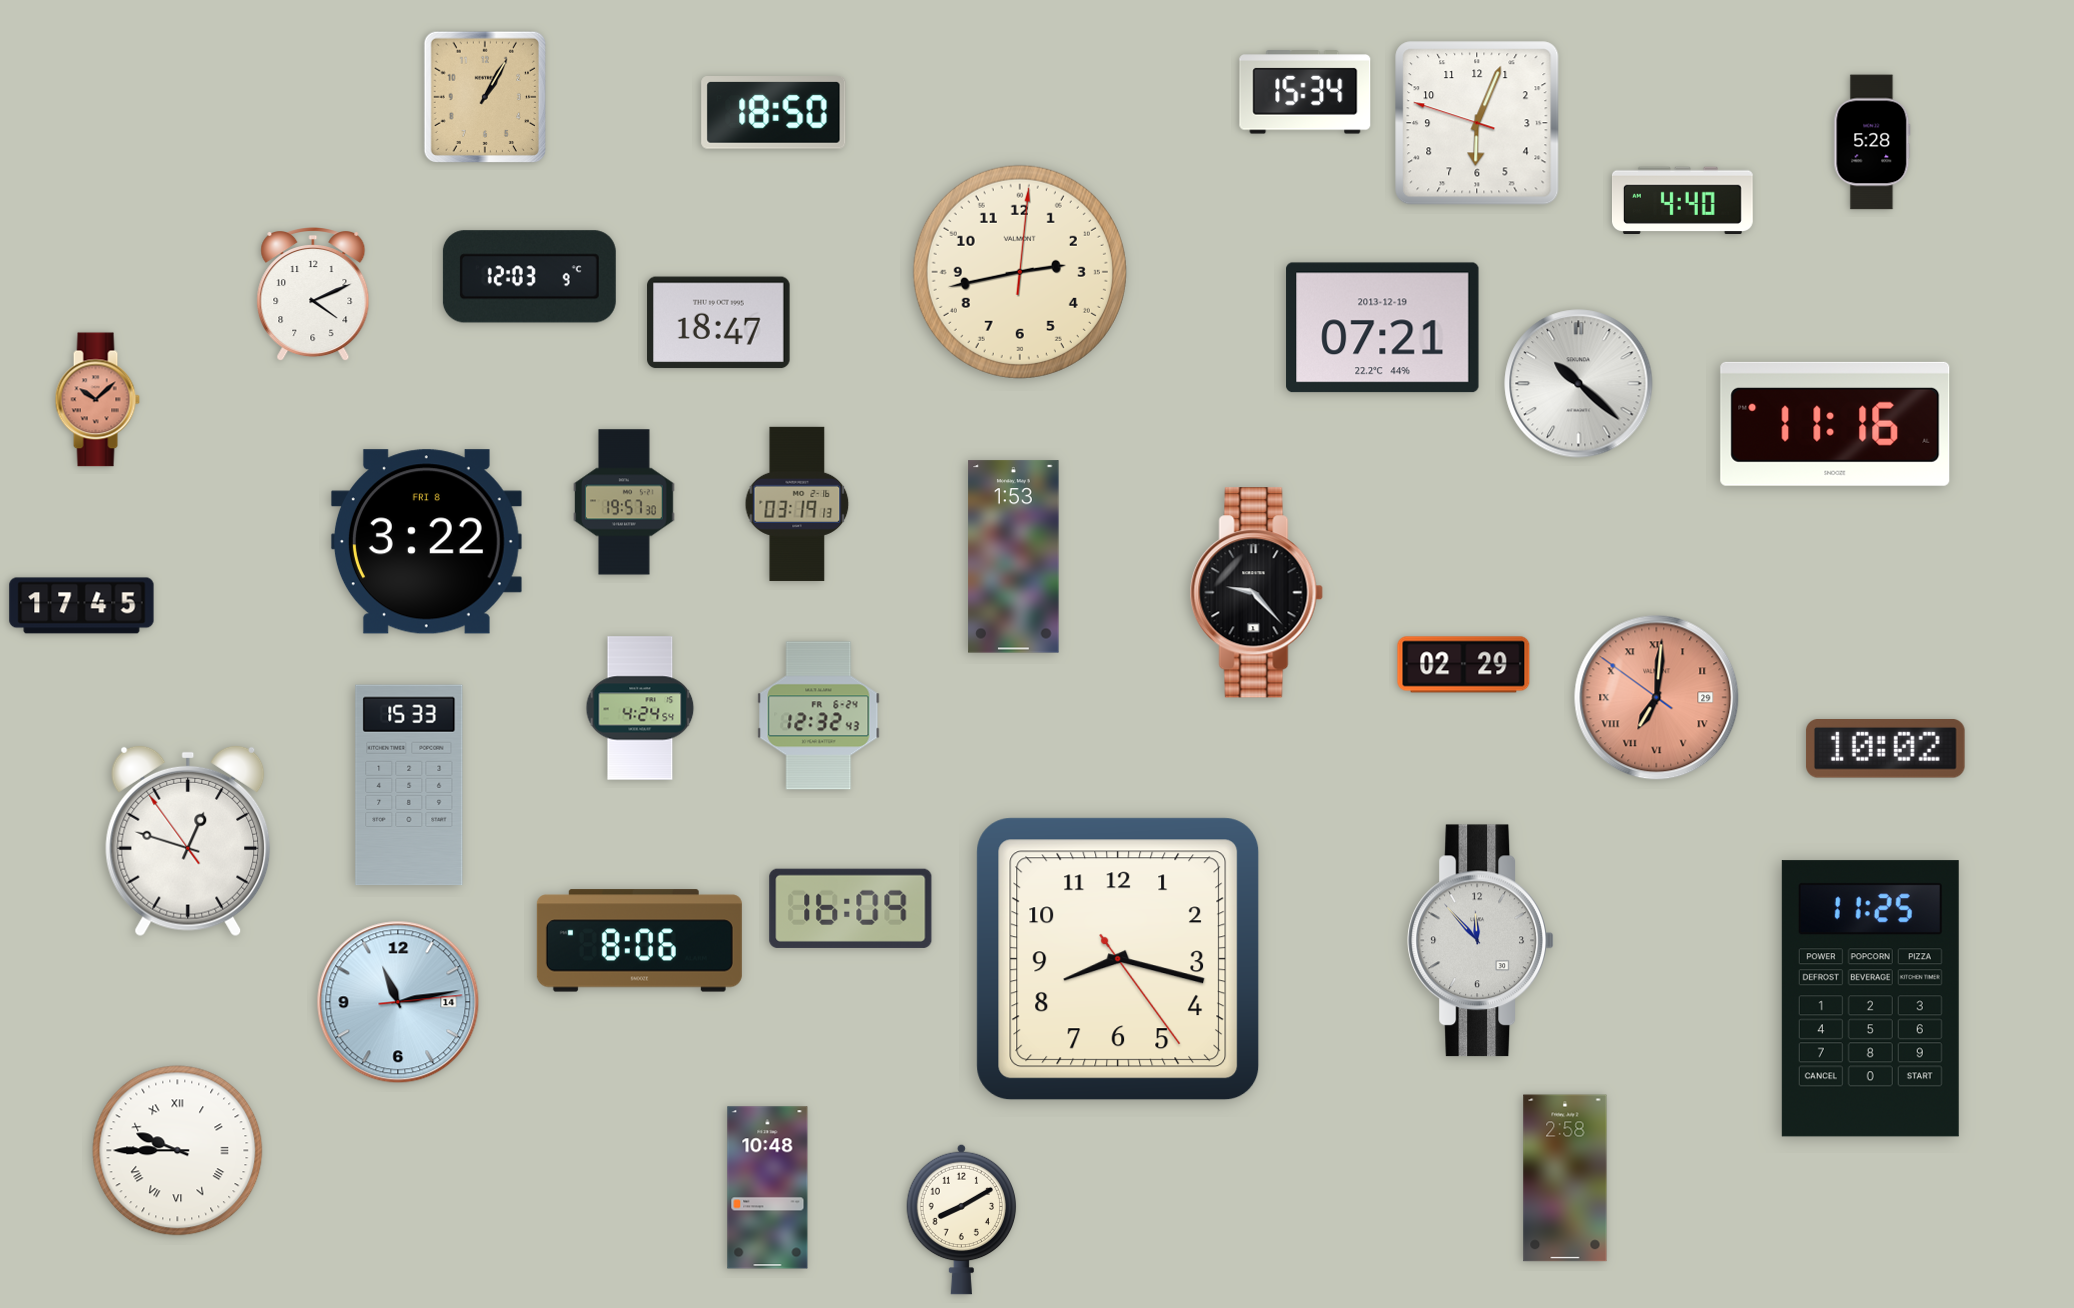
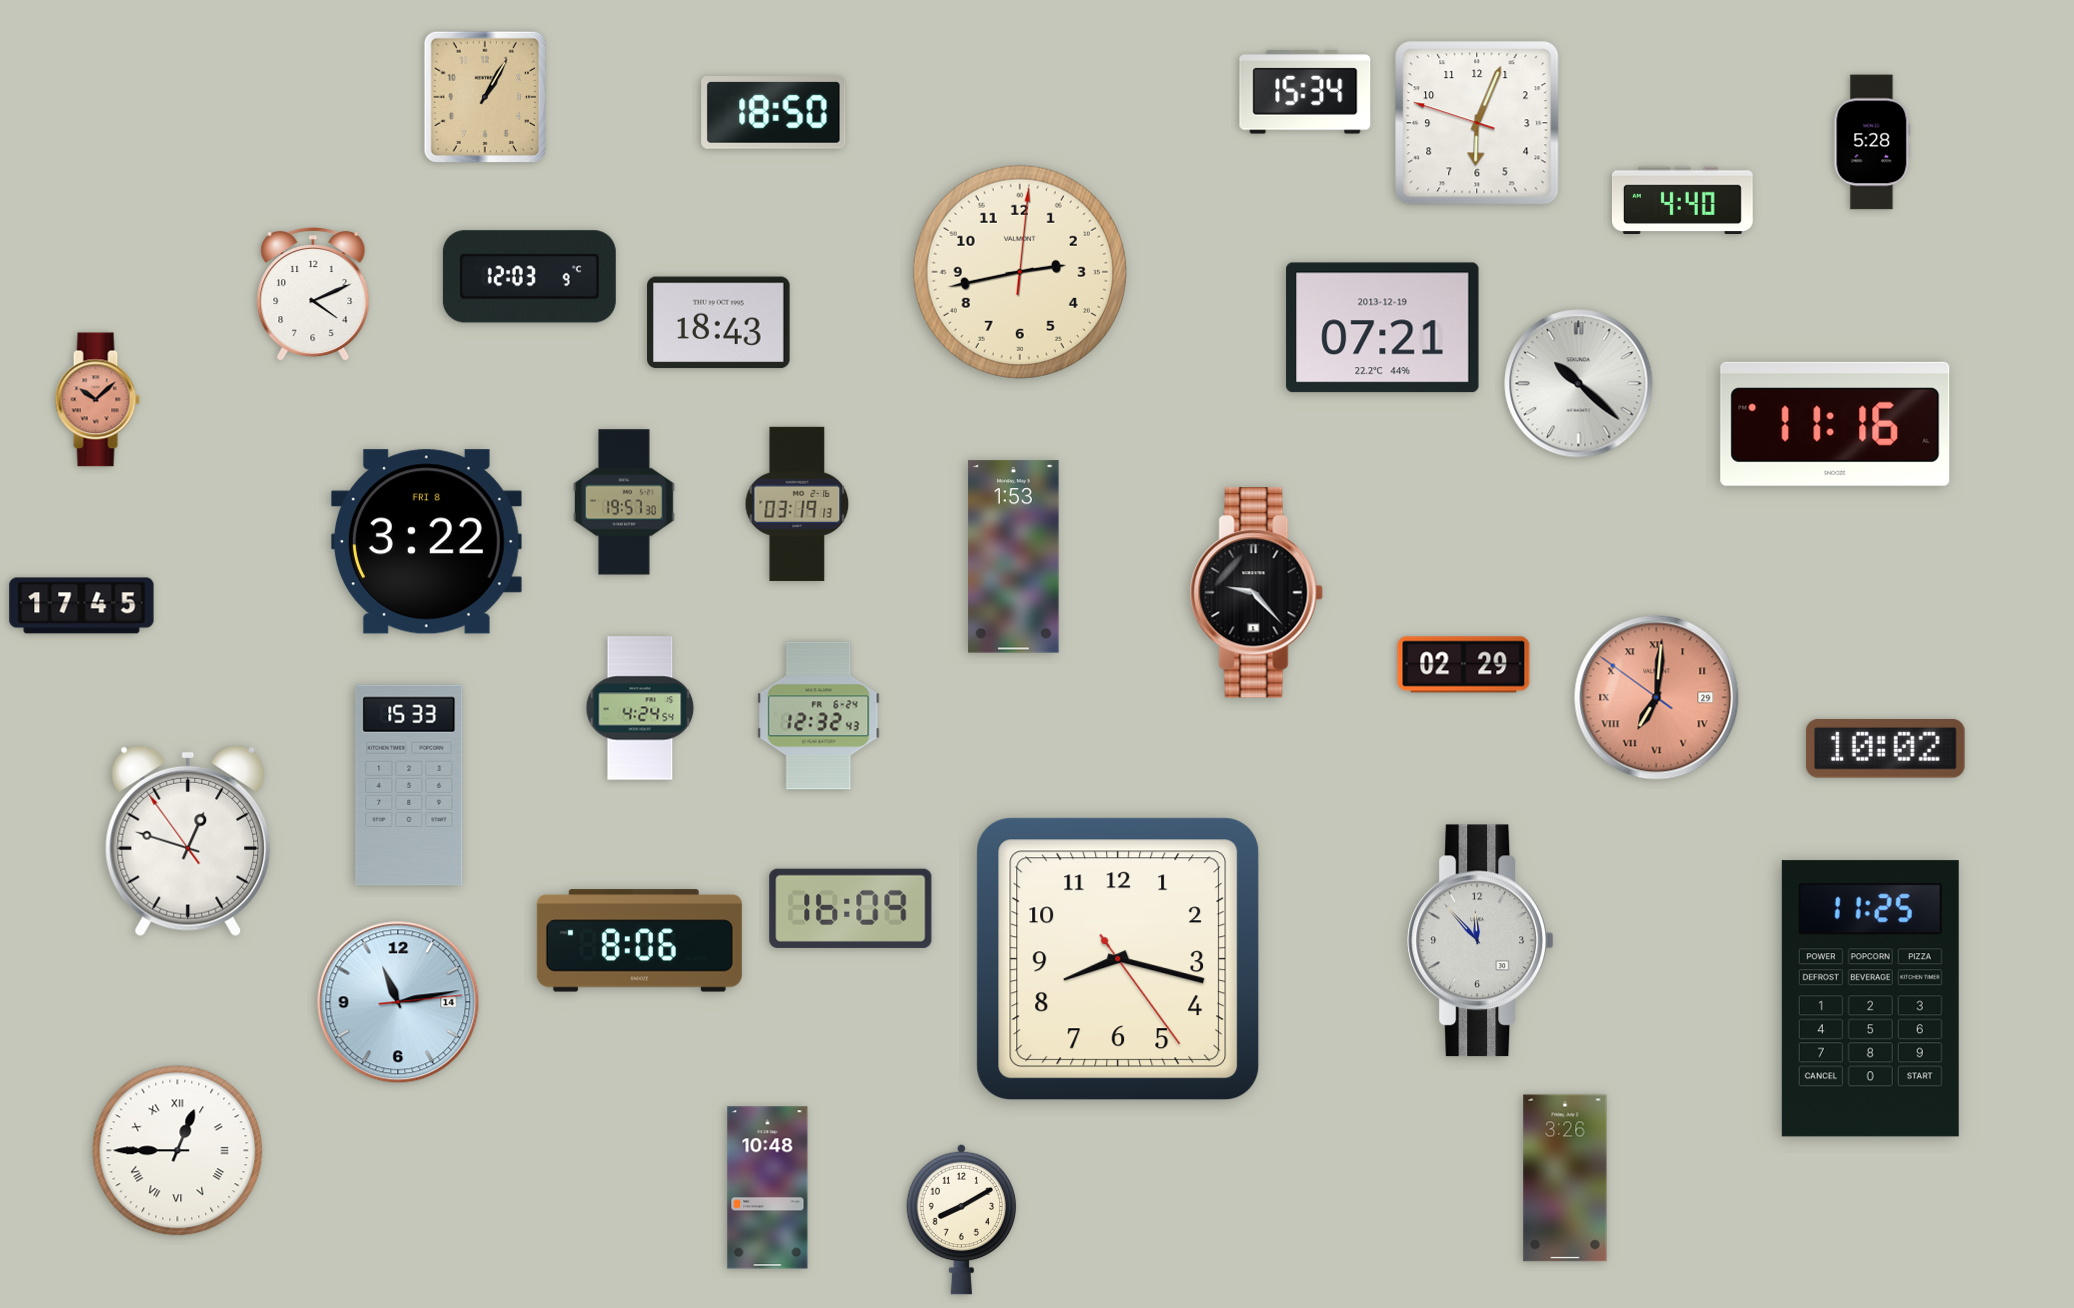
clock at (719, 323): 18:47 -> 18:43
clock at (178, 1151): 9:45 -> 12:45
clock at (1565, 1178): 2:58 -> 3:26
